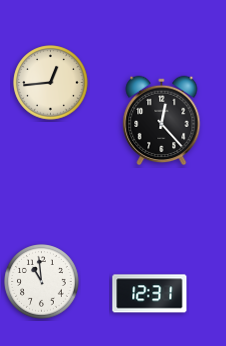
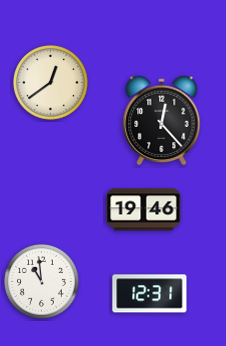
clock at (51, 83): 12:44 -> 12:39
clock at (144, 210): none -> 19:46
